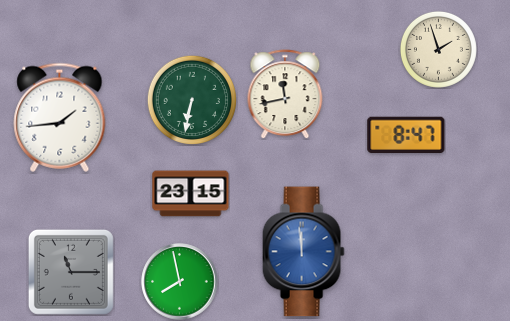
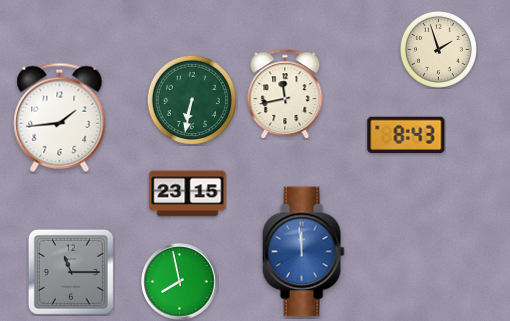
clock at (406, 134): 8:47 -> 8:43
clock at (191, 194) position: (191, 194) -> (188, 194)
